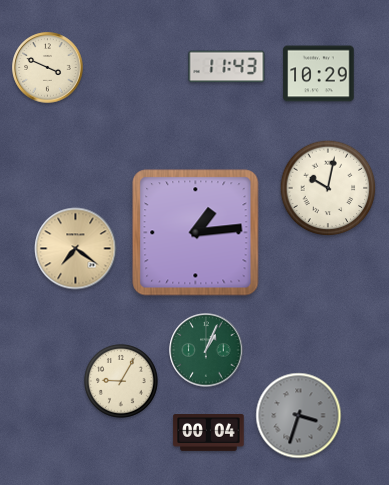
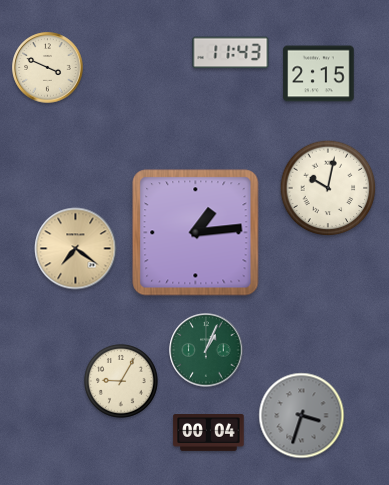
clock at (227, 67) position: (227, 67) -> (231, 53)
clock at (319, 74): 10:29 -> 2:15
clock at (299, 416) position: (299, 416) -> (302, 416)
